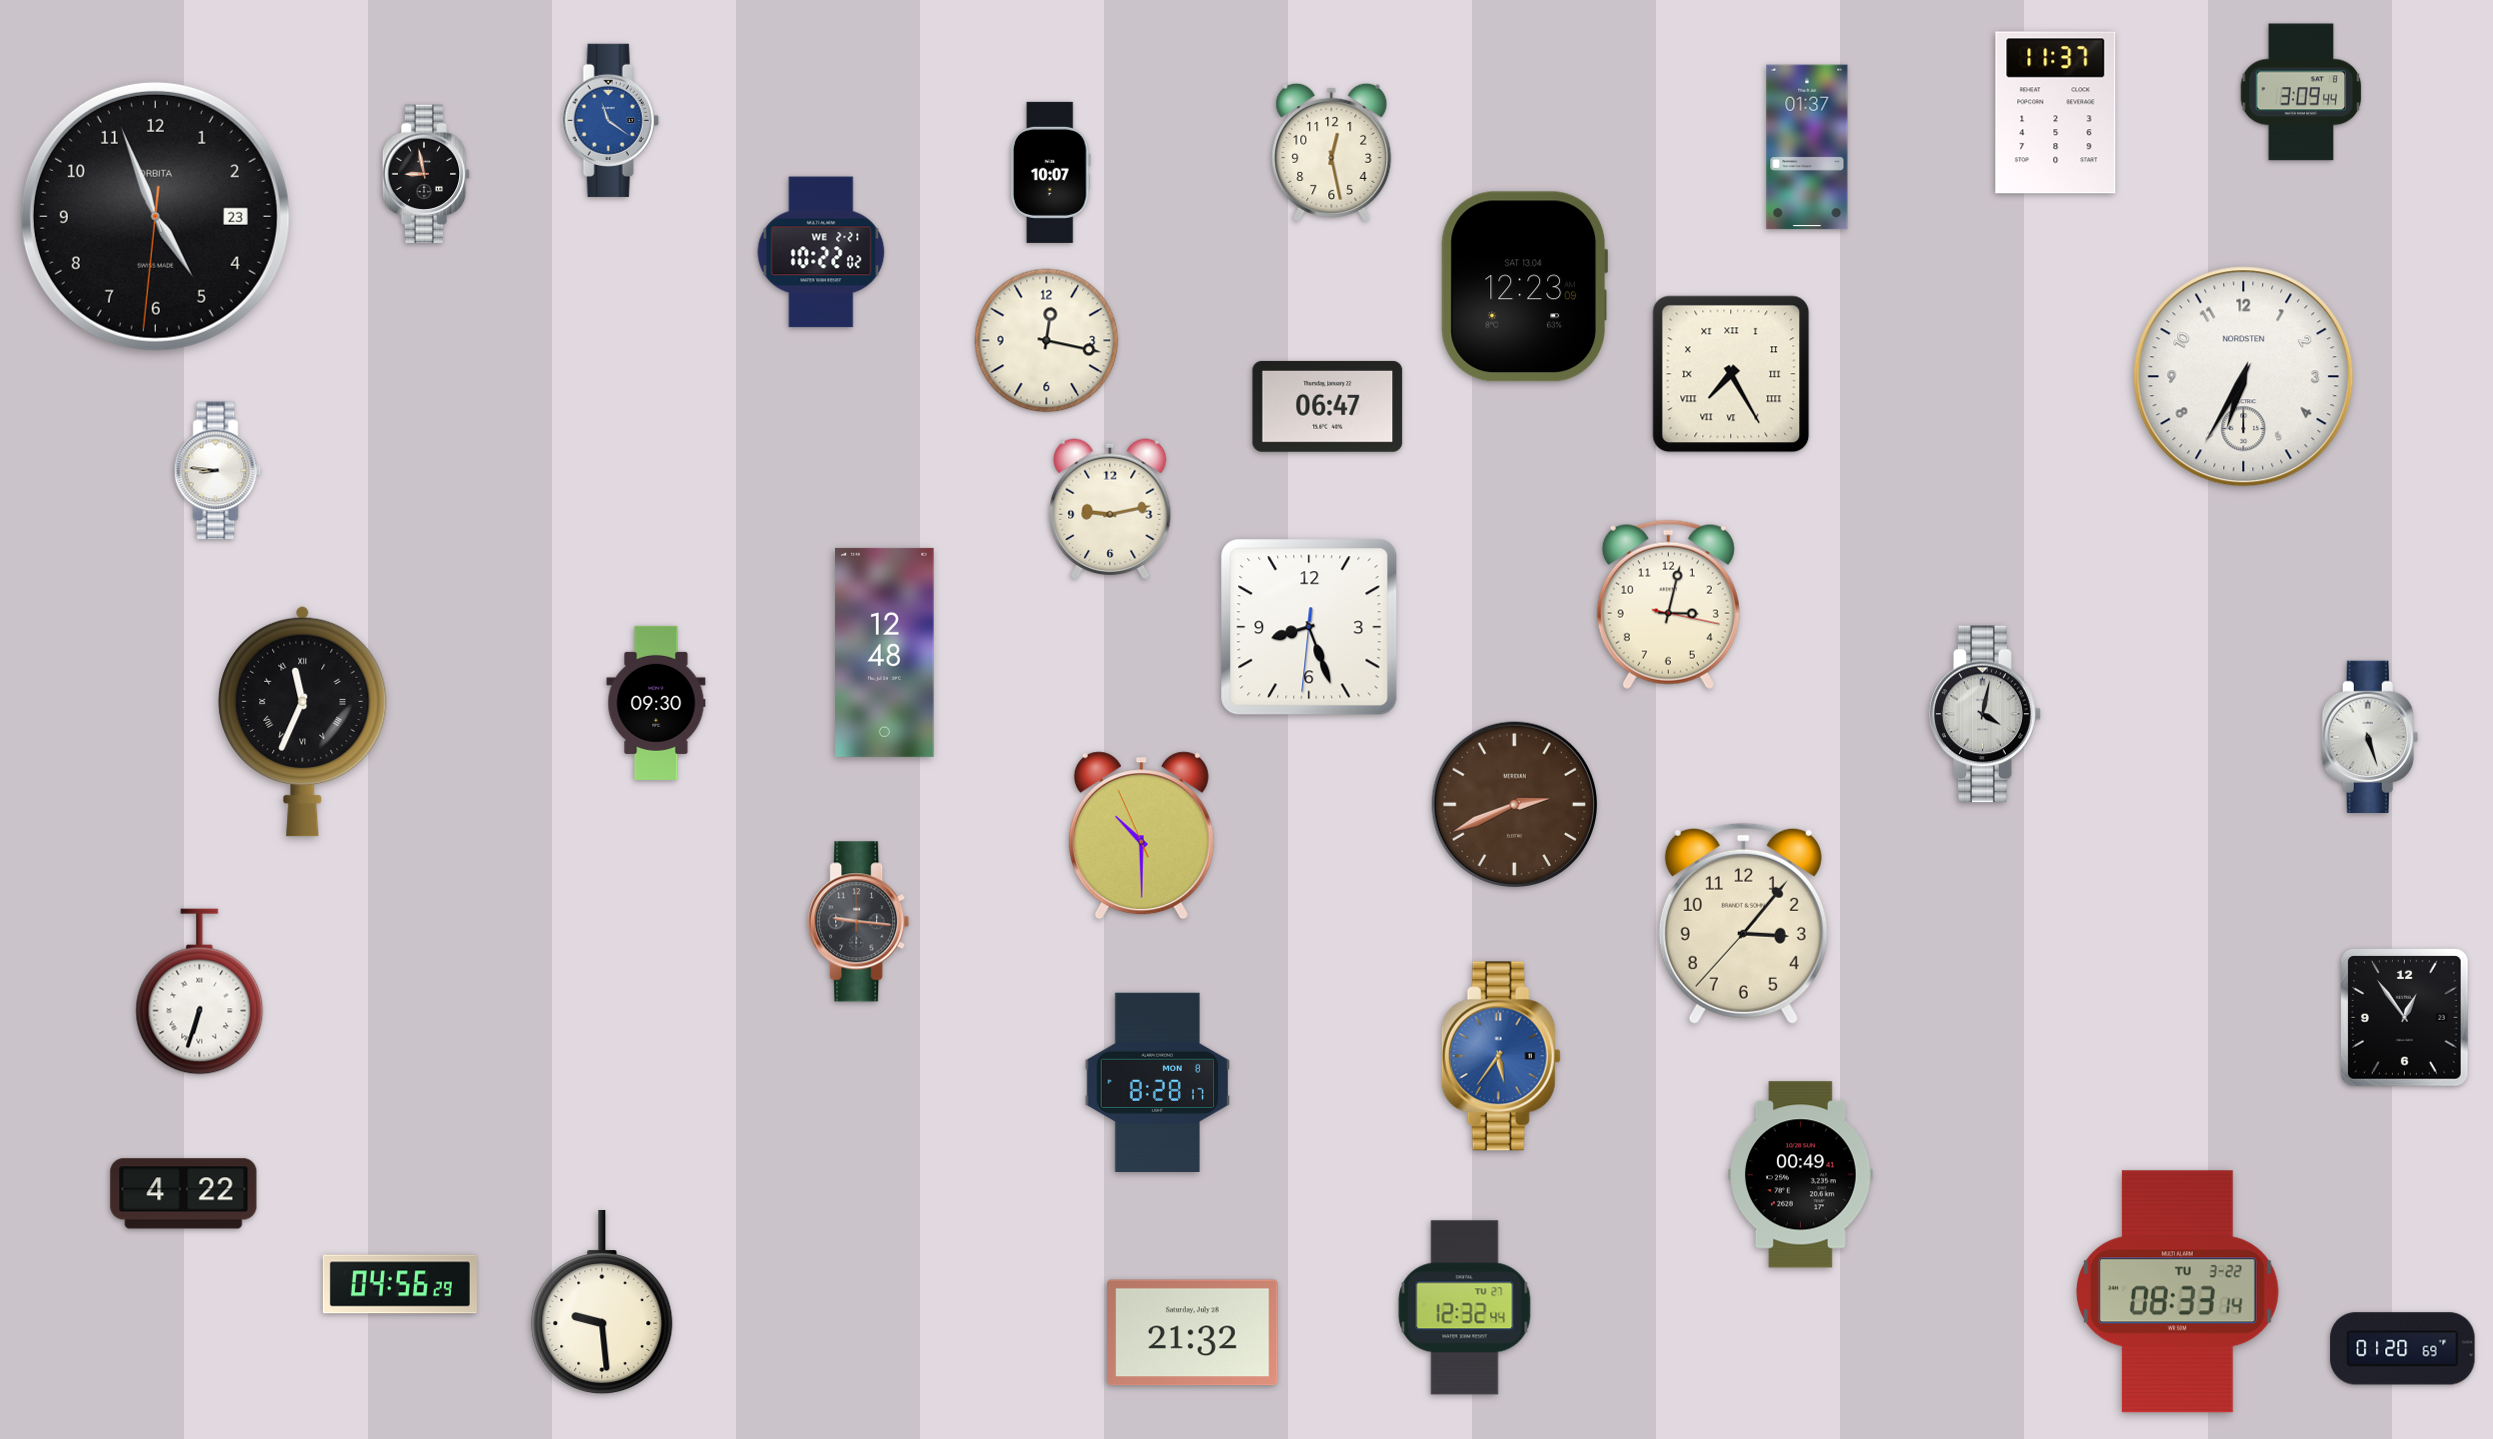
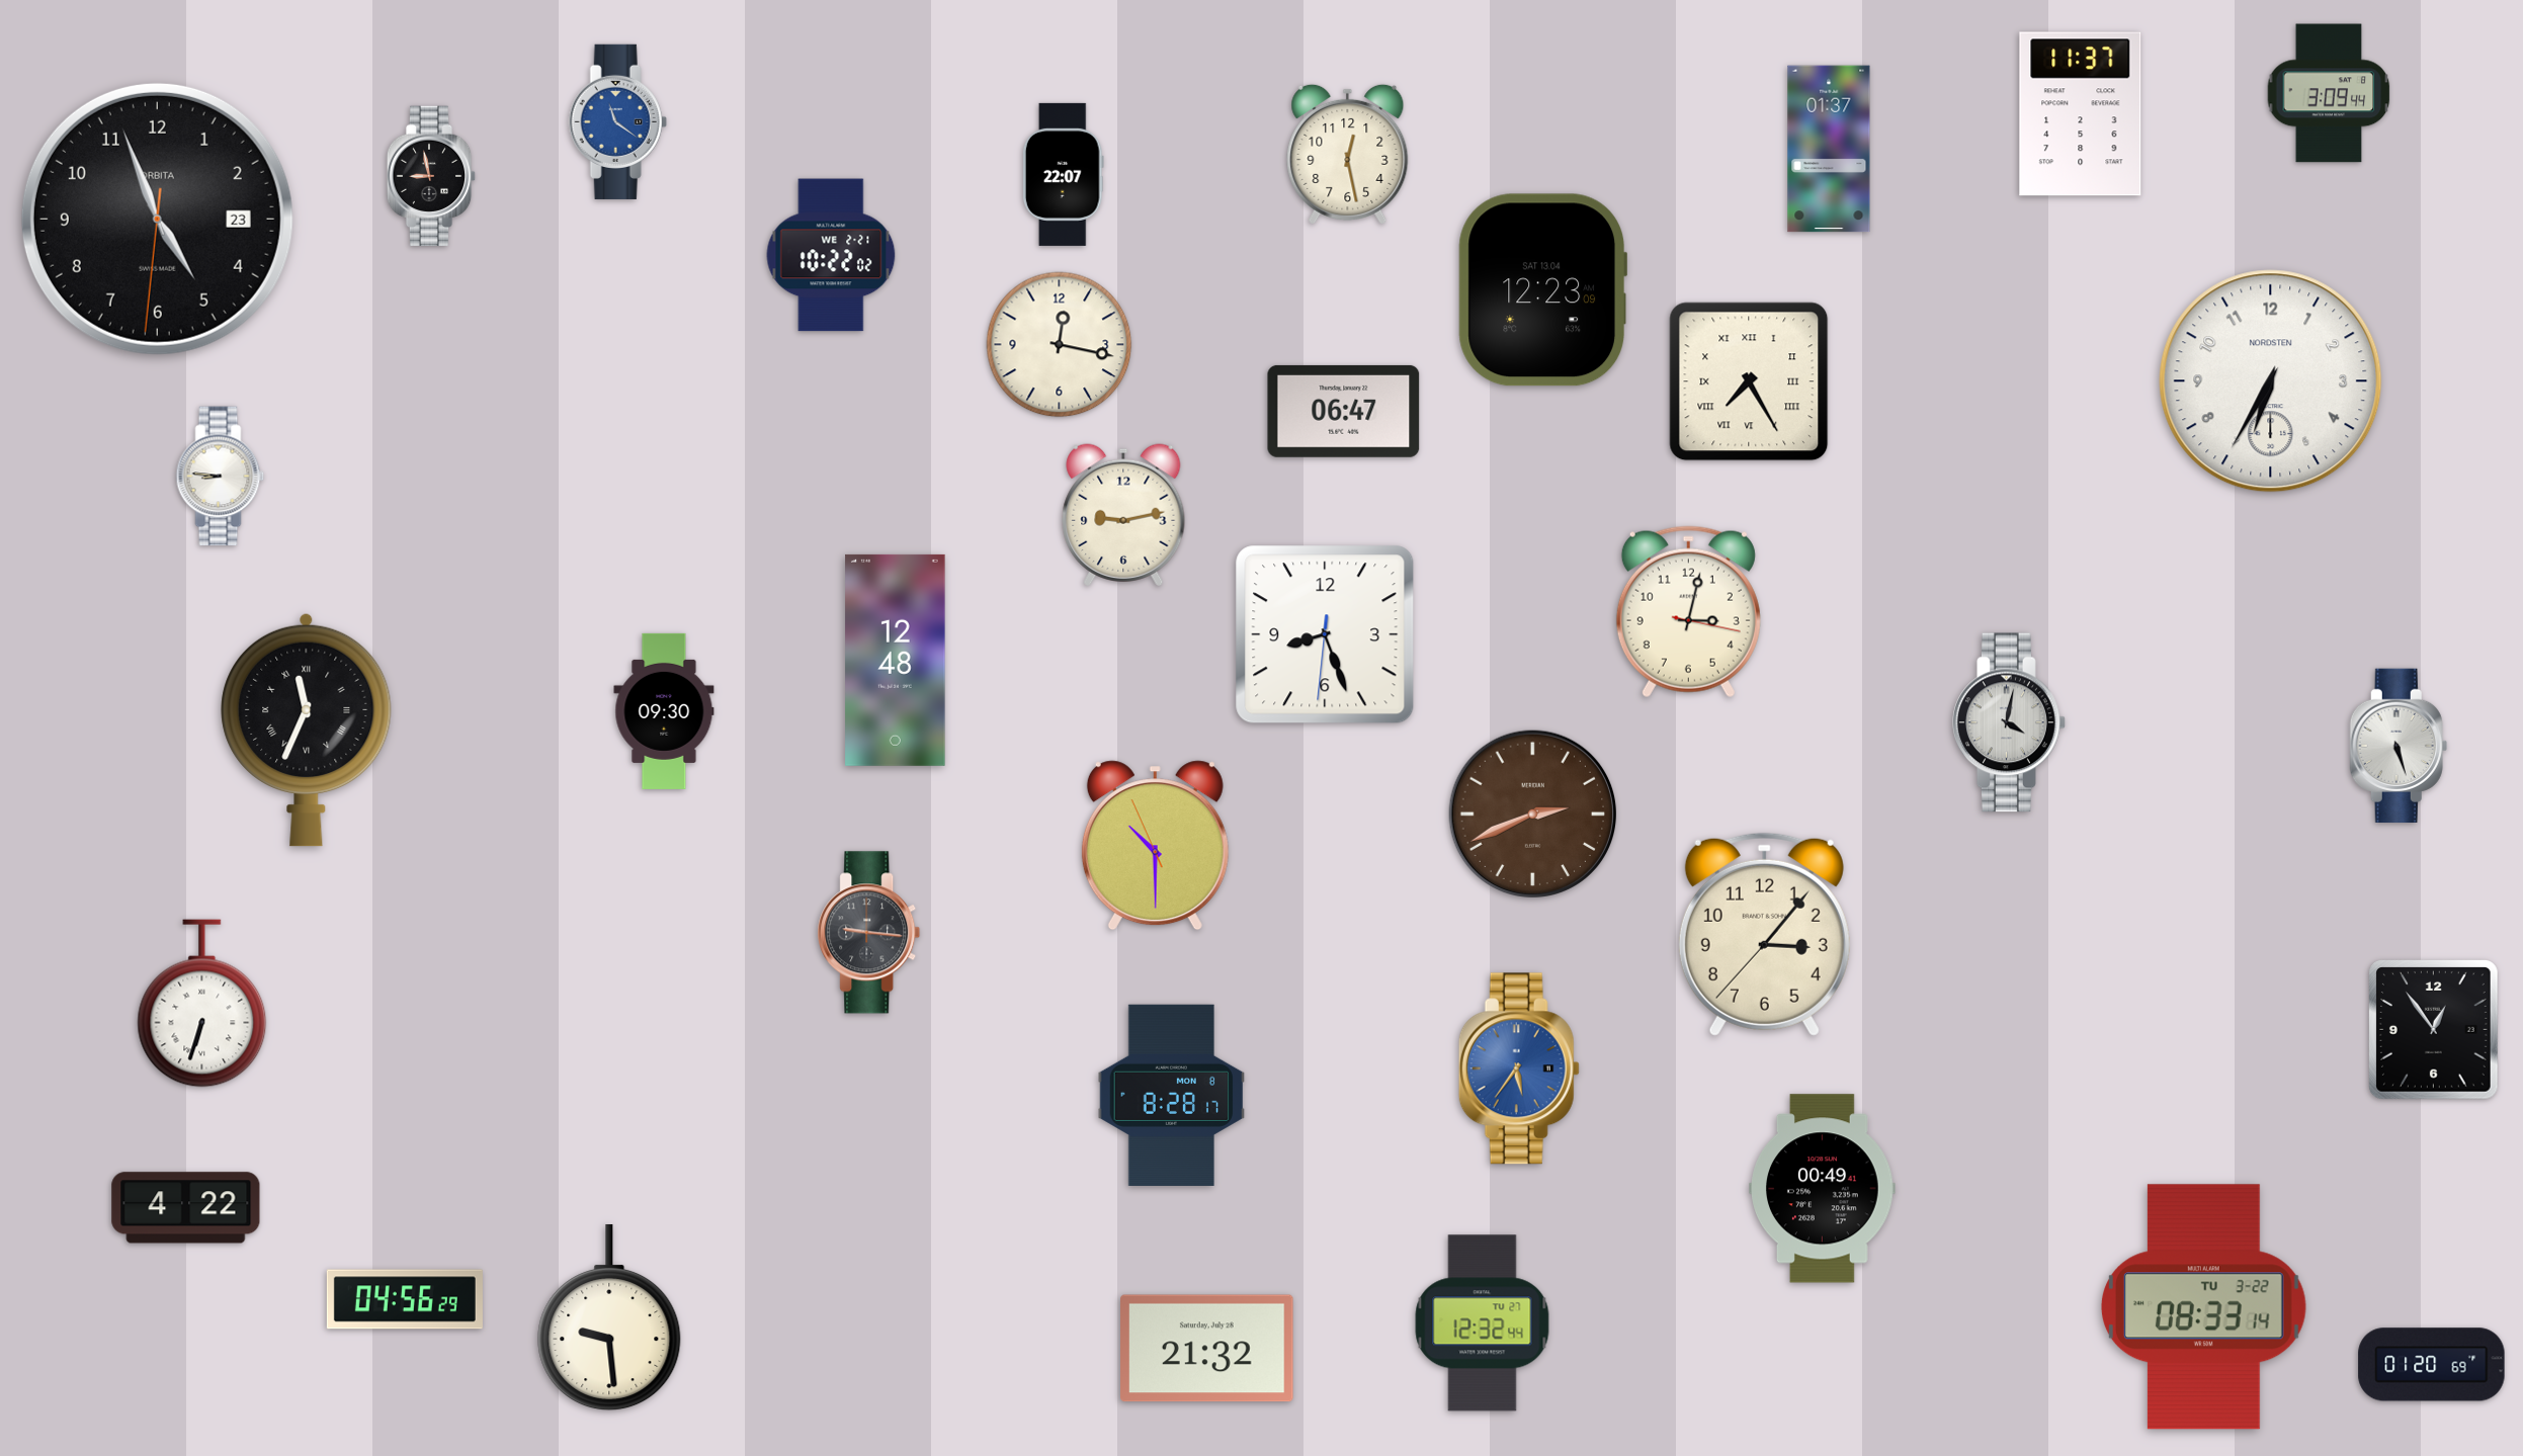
clock at (1050, 172): 10:07 -> 22:07
clock at (1731, 374) position: (1731, 374) -> (1749, 381)
